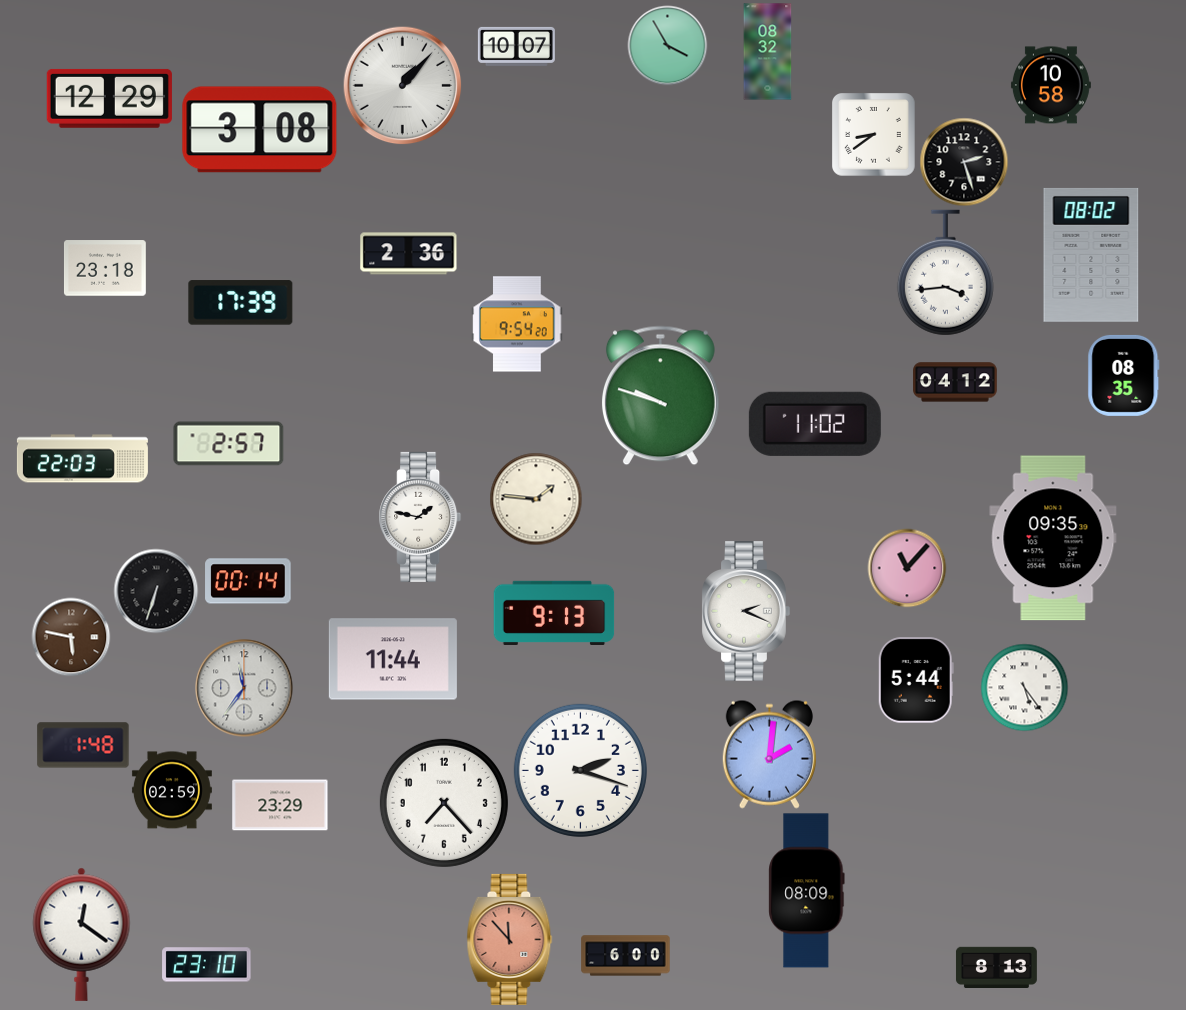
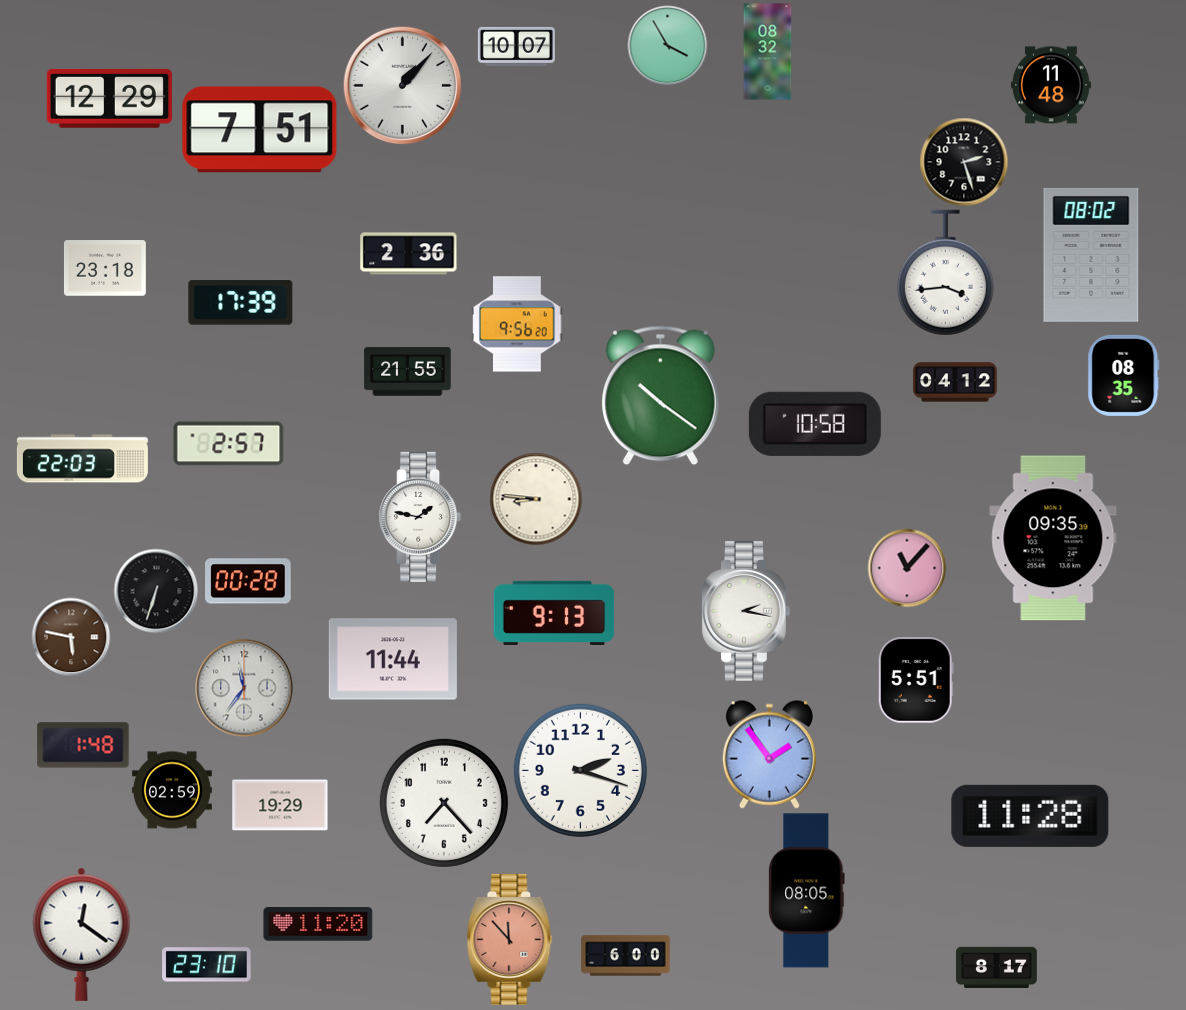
clock at (1051, 85): 10:58 -> 11:48
clock at (260, 130): 3:08 -> 7:51
clock at (874, 135): 8:39 -> none
clock at (517, 324): 9:54 -> 9:56
clock at (408, 372): none -> 21:55
clock at (660, 396): 9:48 -> 10:21
clock at (815, 424): 11:02 -> 10:58
clock at (536, 499): 1:46 -> 8:46
clock at (248, 581): 00:14 -> 00:28
clock at (746, 611): 2:19 -> 2:17
clock at (916, 680): 5:44 -> 5:51
clock at (1024, 687): 5:24 -> none
clock at (769, 754): 2:01 -> 1:54
clock at (280, 805): 23:29 -> 19:29
clock at (1030, 816): none -> 11:28
clock at (807, 891): 08:09 -> 08:05
clock at (318, 924): none -> 11:20
clock at (996, 967): 8:13 -> 8:17
